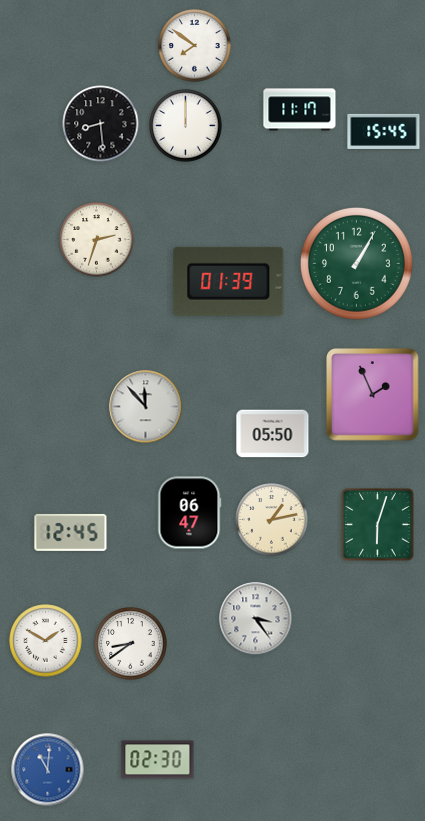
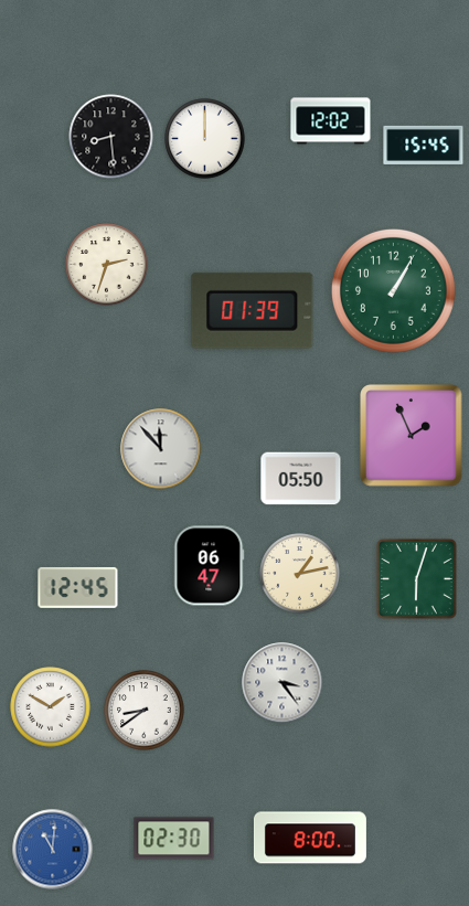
clock at (195, 46): 7:51 -> none
clock at (300, 110): 11:17 -> 12:02
clock at (310, 838): none -> 8:00
